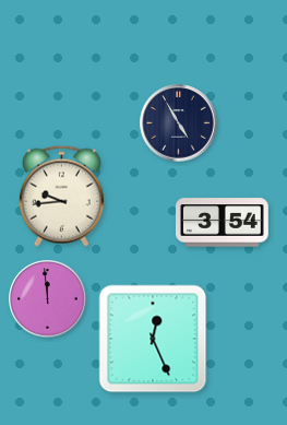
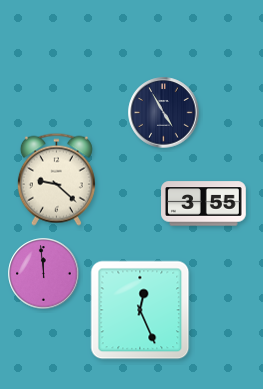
clock at (61, 196): 9:44 -> 9:22
clock at (223, 223): 3:54 -> 3:55
